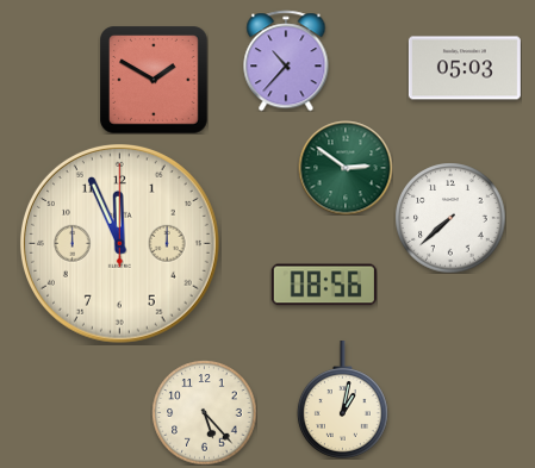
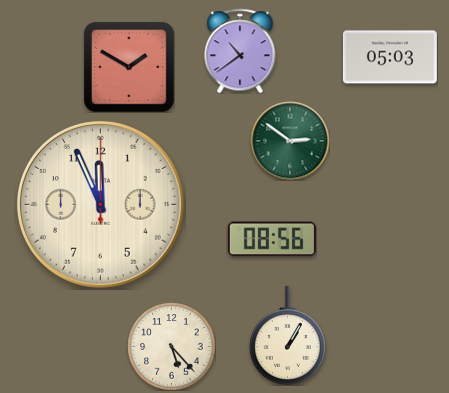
clock at (286, 61): 10:37 -> 10:39
clock at (450, 218): 7:38 -> none
clock at (342, 400): 1:02 -> 1:05
